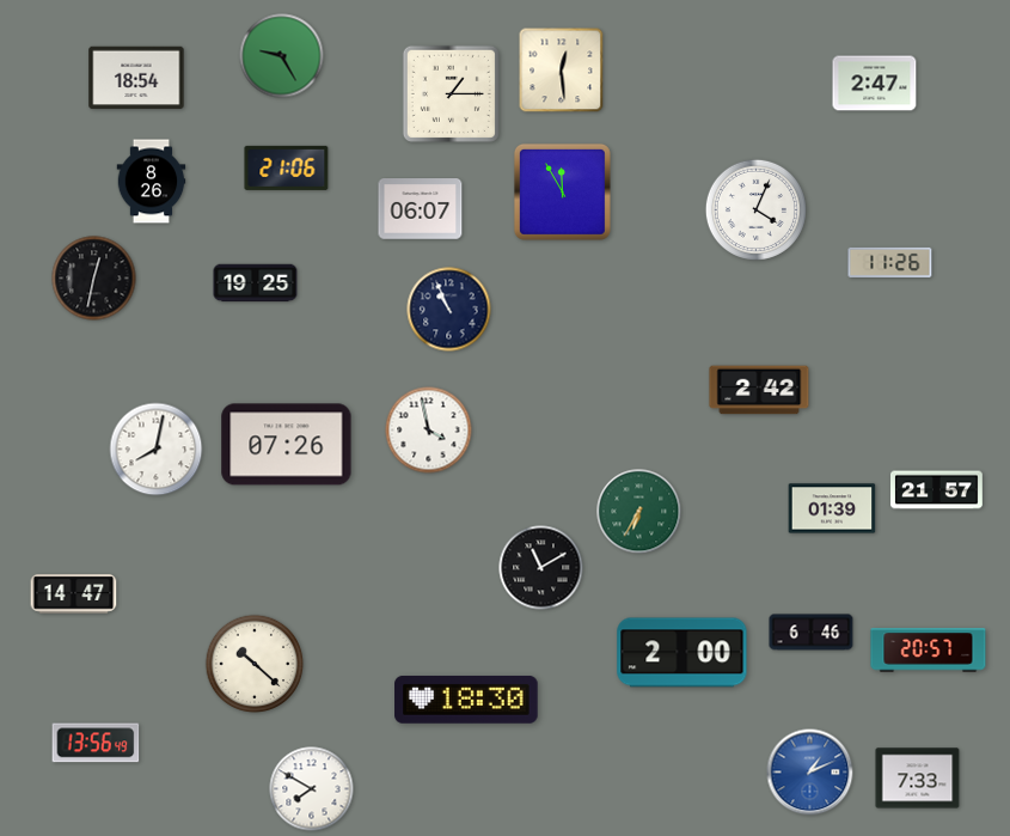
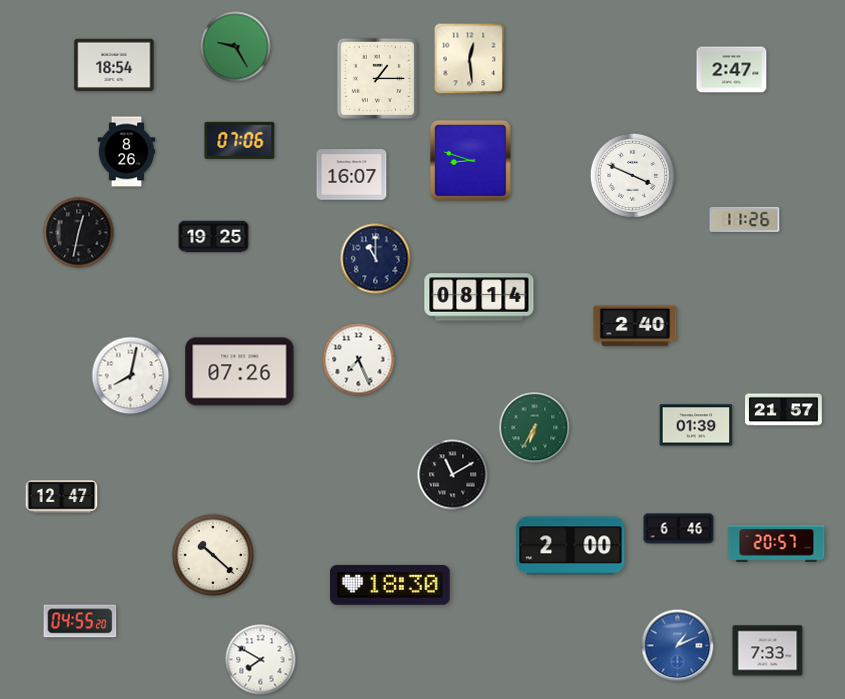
clock at (287, 167): 21:06 -> 07:06
clock at (562, 191): 11:55 -> 8:48
clock at (421, 209): 06:07 -> 16:07
clock at (755, 209): 4:04 -> 3:49
clock at (449, 310): 10:56 -> 11:00
clock at (479, 297): none -> 08:14
clock at (759, 390): 2:42 -> 2:40
clock at (429, 431): 3:58 -> 7:26
clock at (74, 594): 14:47 -> 12:47
clock at (96, 743): 13:56 -> 04:55
